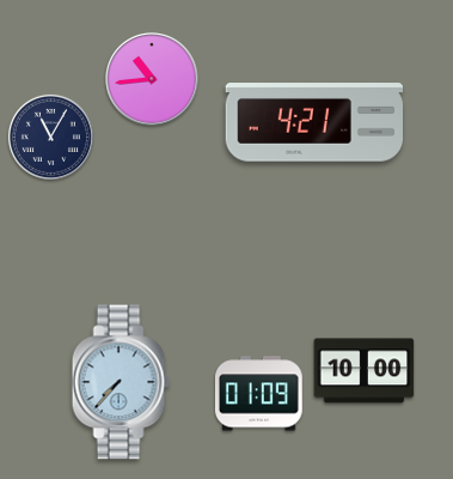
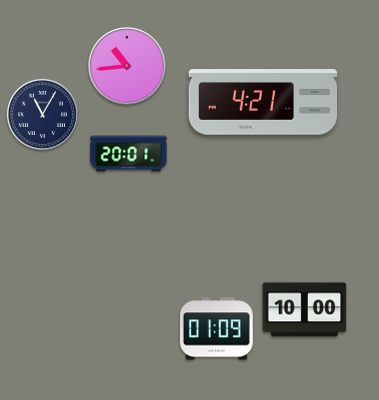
clock at (129, 154): none -> 20:01
clock at (121, 382): 7:37 -> none
